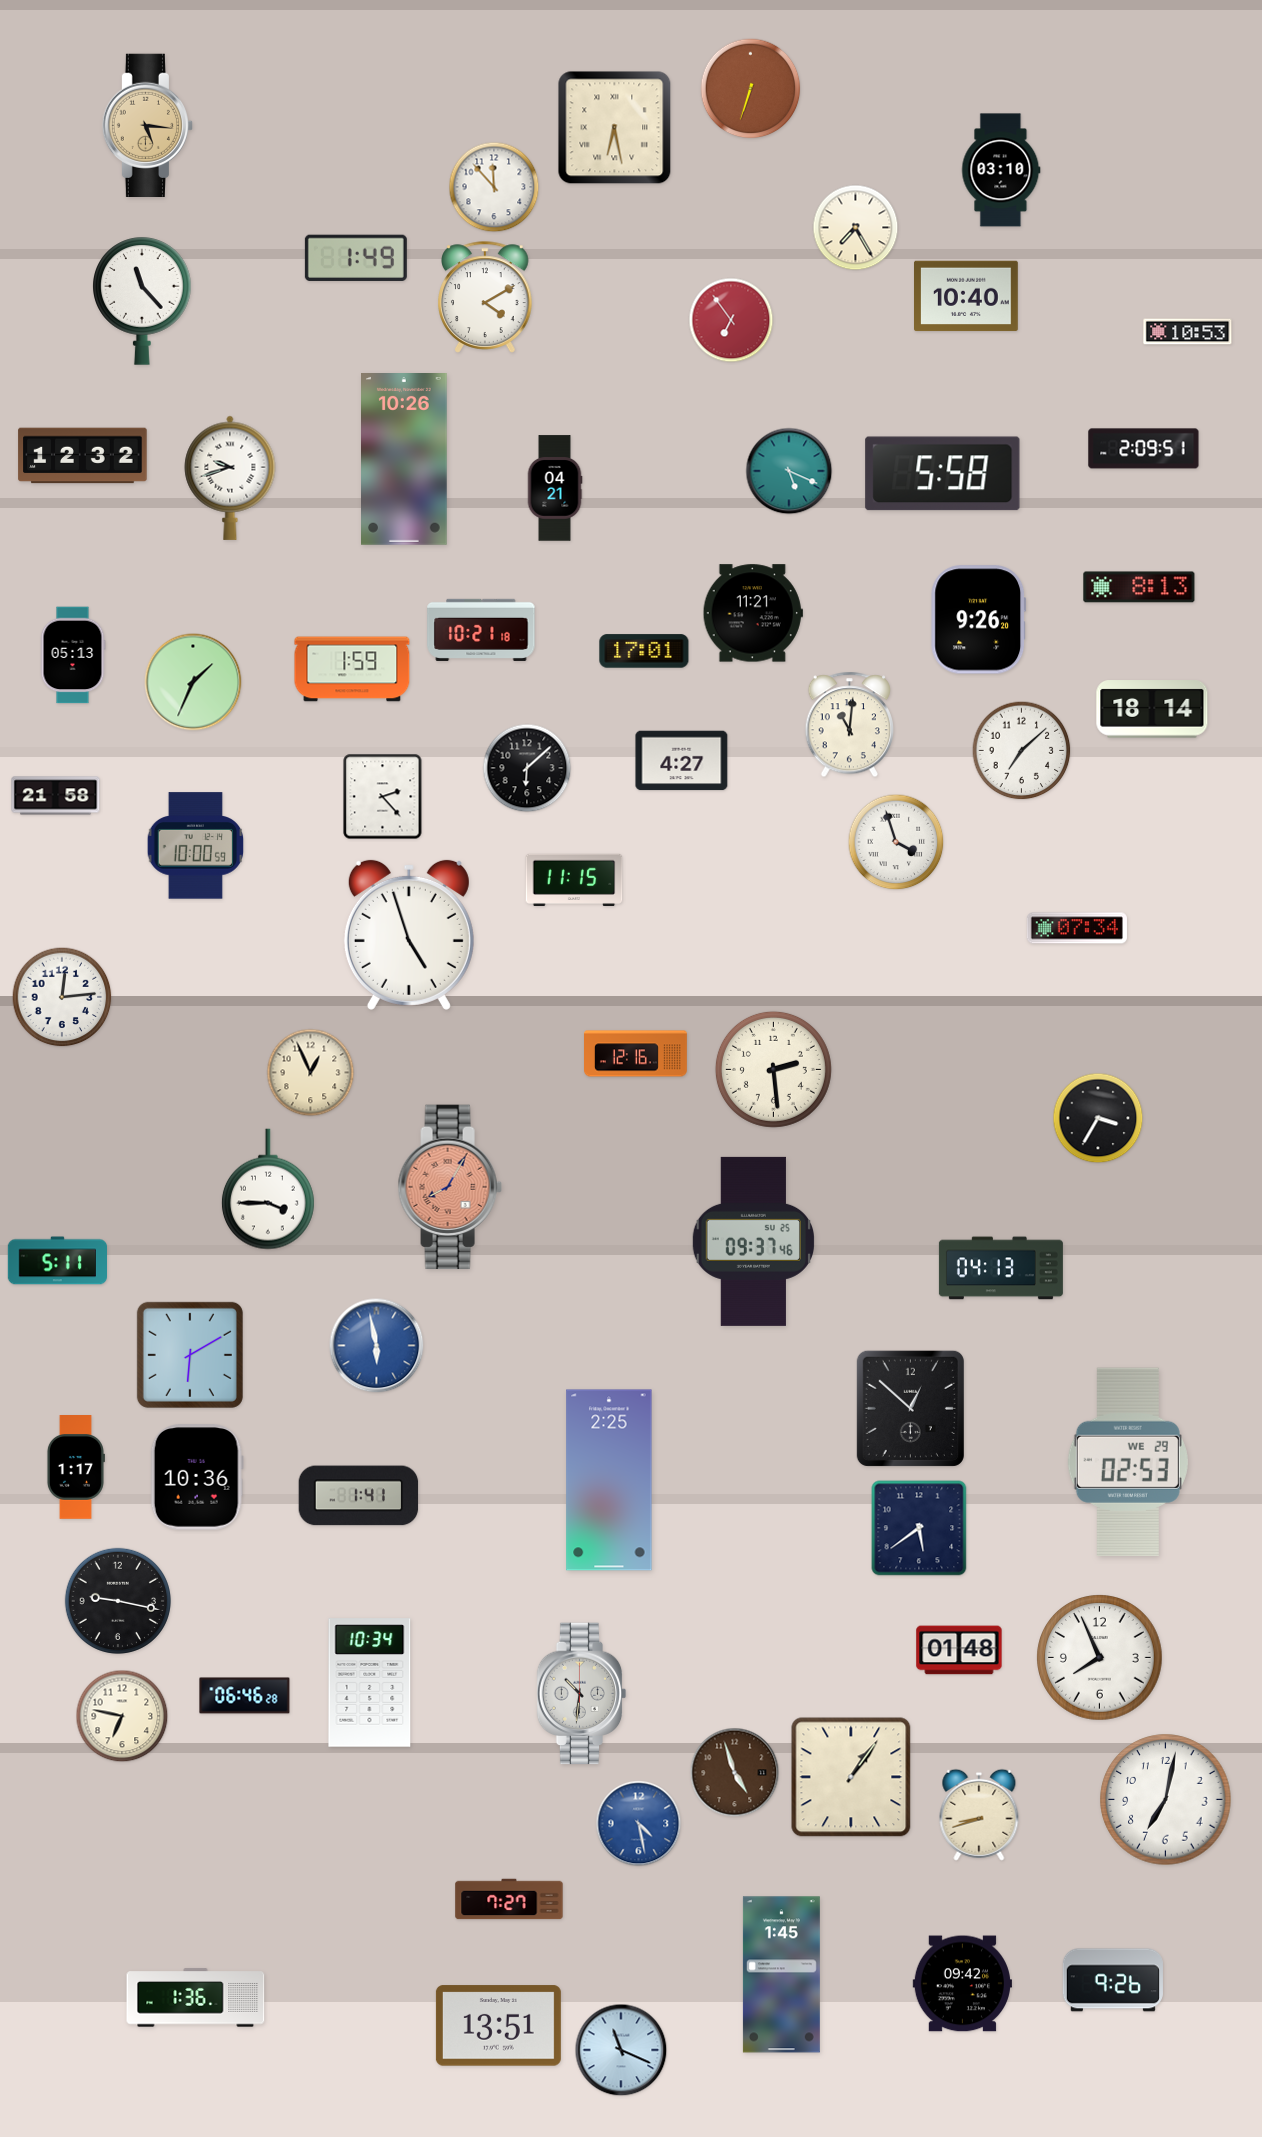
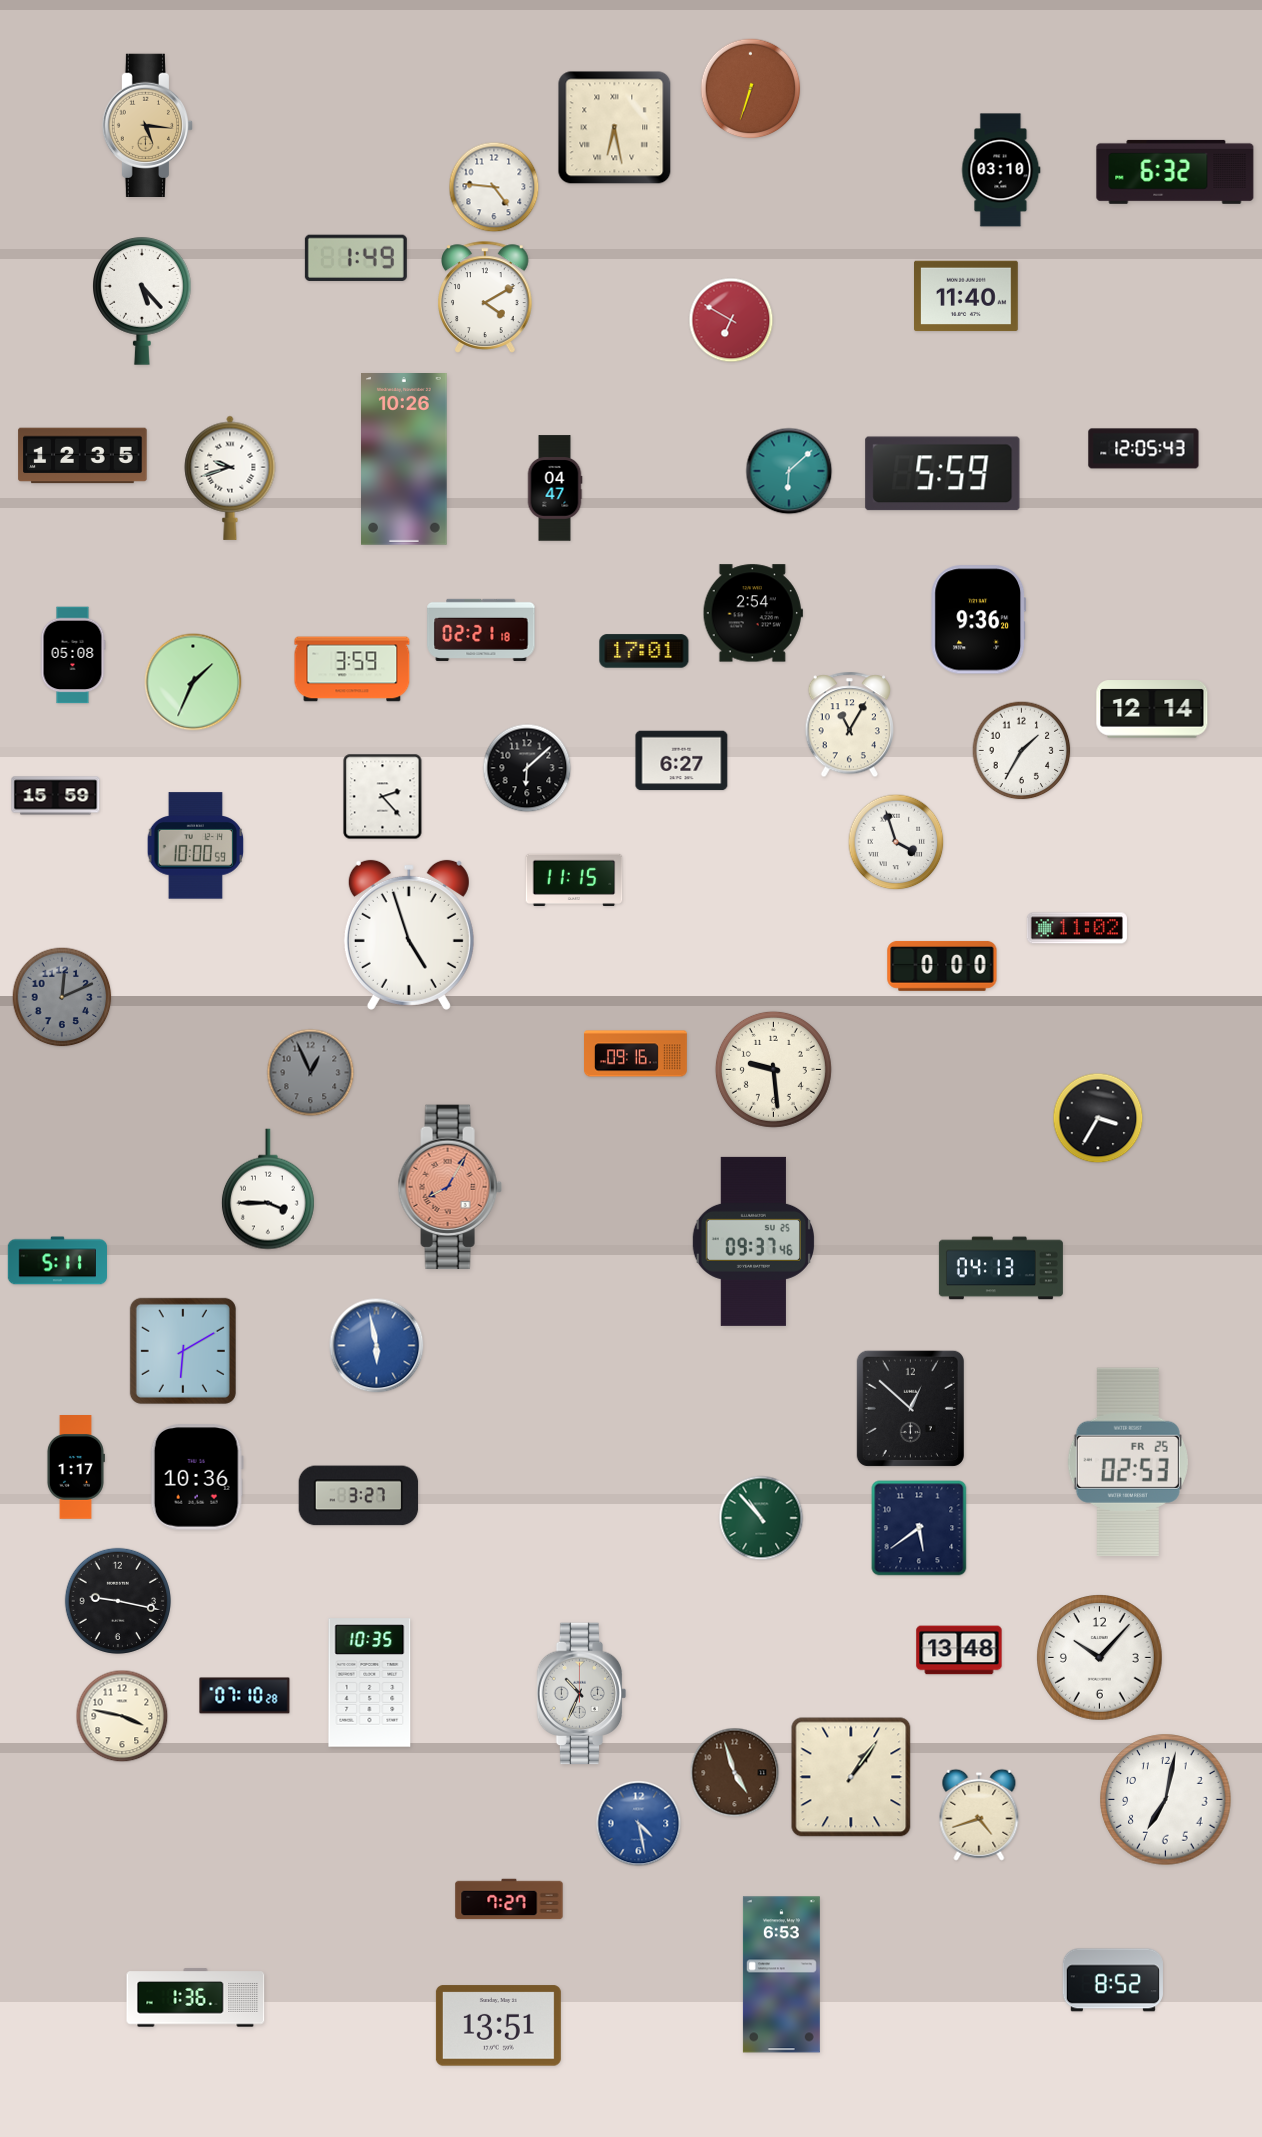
clock at (1175, 172): none -> 6:32
clock at (494, 187): 11:53 -> 4:46
clock at (856, 228): 7:25 -> none
clock at (967, 296): 10:40 -> 11:40
clock at (143, 301): 11:23 -> 5:23
clock at (731, 320): 6:54 -> 6:50
clock at (1188, 332): 10:53 -> none
clock at (1144, 449): 2:09 -> 12:05
clock at (83, 456): 12:32 -> 12:35
clock at (789, 471): 5:19 -> 6:08
clock at (943, 474): 5:58 -> 5:59
clock at (555, 488): 04:21 -> 04:47
clock at (1139, 587): 8:13 -> none
clock at (753, 613): 11:21 -> 2:54
clock at (979, 620): 9:26 -> 9:36
clock at (481, 630): 10:21 -> 02:21
clock at (73, 655): 05:13 -> 05:08
clock at (352, 669): 1:59 -> 3:59
clock at (1152, 709): 18:14 -> 12:14
clock at (849, 725): 11:01 -> 11:05
clock at (1022, 751): 7:08 -> 1:35
clock at (682, 761): 4:27 -> 6:27
clock at (56, 796): 21:58 -> 15:59
clock at (1077, 928): 07:34 -> 11:02
clock at (942, 966): none -> 0:00
clock at (62, 997): 12:14 -> 12:11
clock at (62, 997) dial: white -> grey
clock at (636, 1054): 12:16 -> 09:16
clock at (773, 1069): 2:29 -> 9:29
clock at (311, 1073) dial: cream -> grey
clock at (190, 1355) position: (190, 1355) -> (183, 1351)
clock at (1128, 1462) date: WE 29 -> FR 25
clock at (609, 1480): 2:25 -> none
clock at (359, 1496): 1:41 -> 3:27
clock at (761, 1518): none -> 10:53
clock at (959, 1650): 01:48 -> 13:48
clock at (1100, 1658): 7:56 -> 10:07
clock at (370, 1683): 10:34 -> 10:35
clock at (582, 1694): 10:31 -> 10:34
clock at (245, 1696): 06:46 -> 07:10
clock at (122, 1716): 6:47 -> 3:47
clock at (979, 1815): 8:42 -> 4:42
clock at (781, 1975): 1:45 -> 6:53
clock at (1113, 1980): 9:26 -> 8:52
clock at (962, 1984): 09:42 -> none
clock at (621, 2050): 11:19 -> none
